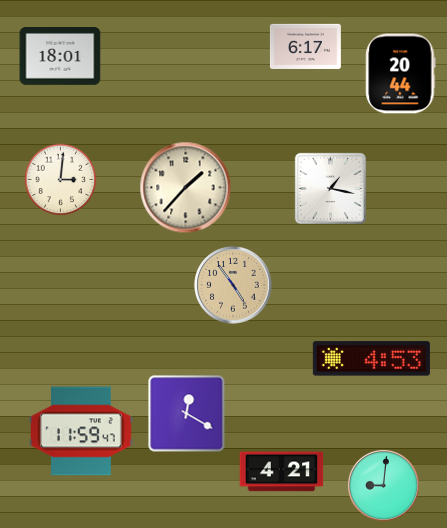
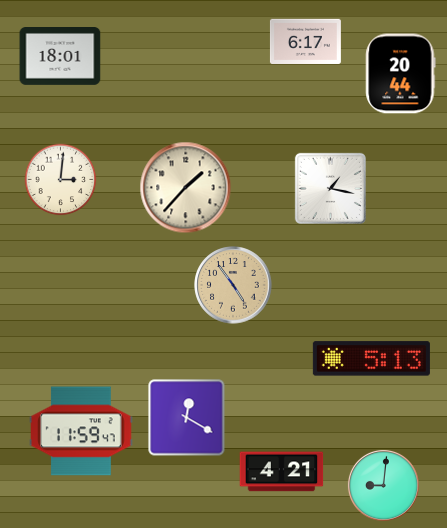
clock at (305, 46) position: (305, 46) -> (305, 41)
clock at (371, 359): 4:53 -> 5:13
clock at (187, 414) position: (187, 414) -> (187, 418)
